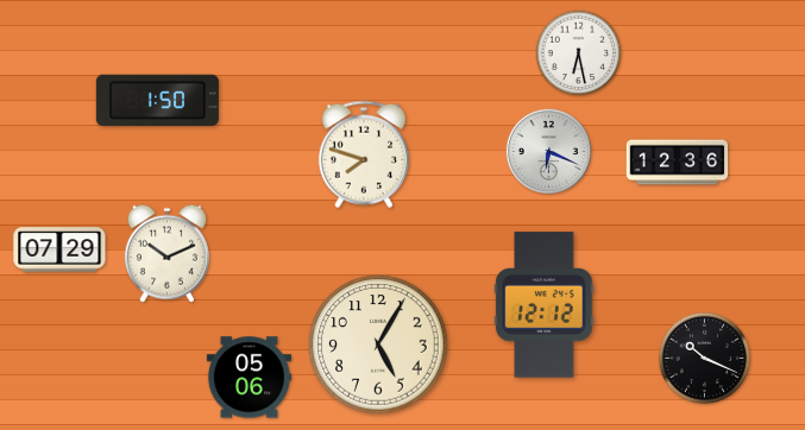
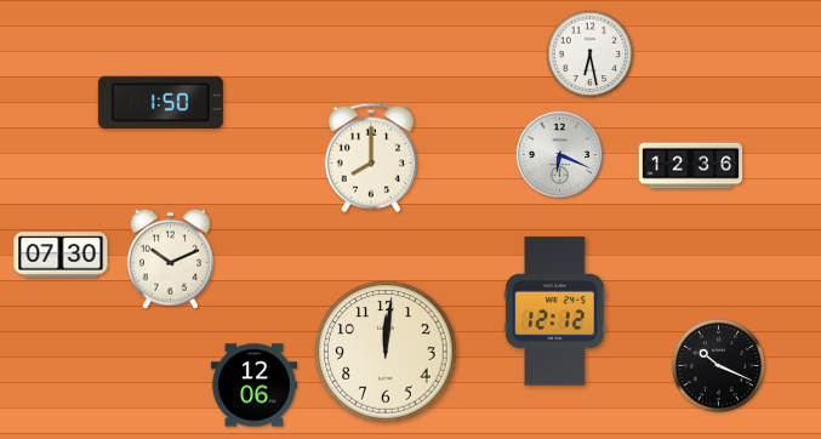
clock at (364, 154): 7:48 -> 8:00
clock at (59, 249): 07:29 -> 07:30
clock at (378, 344): 5:05 -> 12:01
clock at (249, 378): 05:06 -> 12:06
